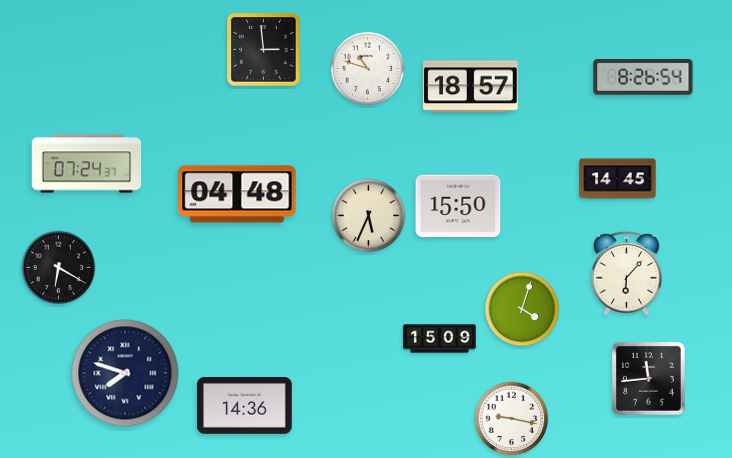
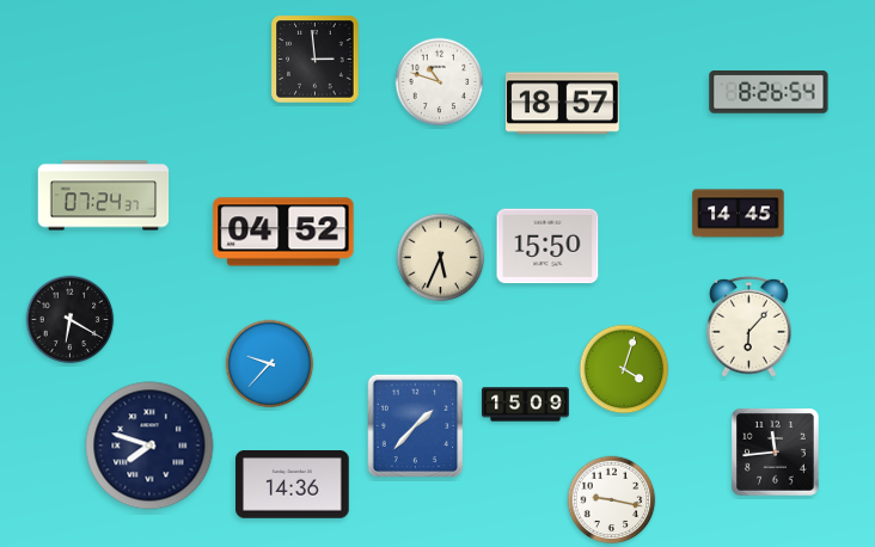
clock at (237, 194): 04:48 -> 04:52
clock at (270, 364): none -> 9:37
clock at (416, 426): none -> 1:37
